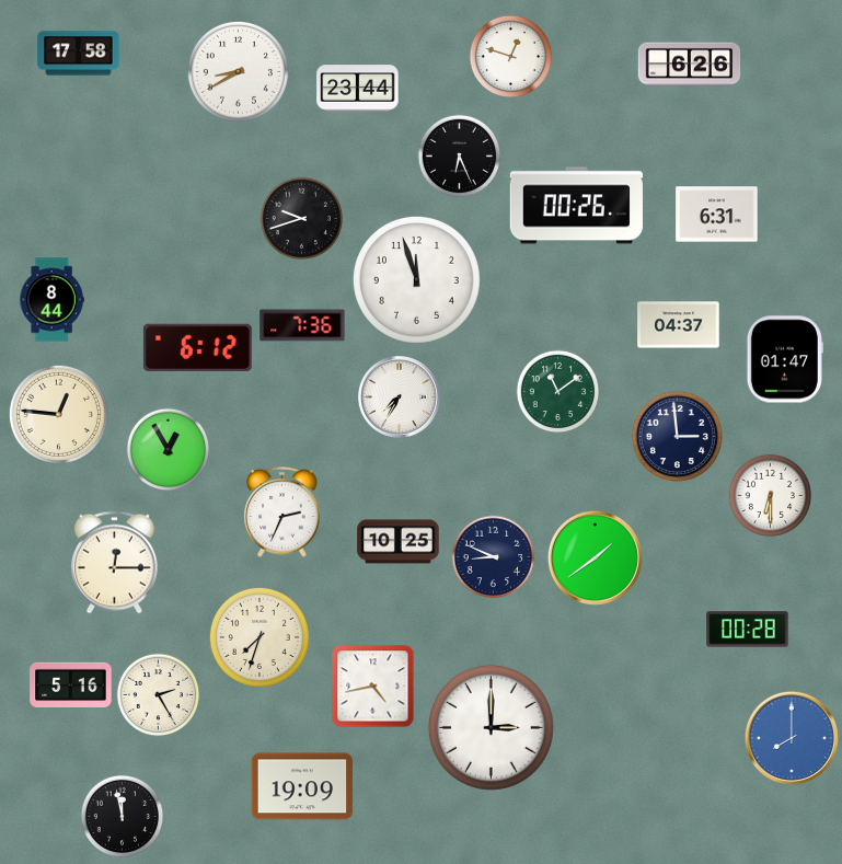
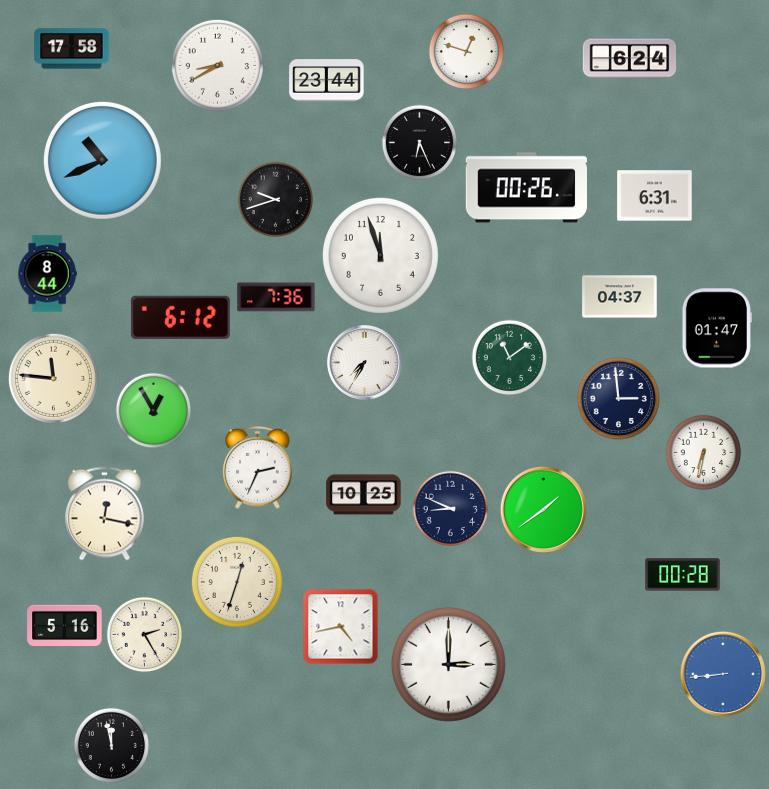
clock at (690, 65): 6:26 -> 6:24
clock at (102, 160): none -> 10:41
clock at (58, 414): 12:46 -> 11:46
clock at (771, 496): 6:30 -> 6:32
clock at (114, 563): 12:15 -> 12:17
clock at (259, 637): 7:33 -> 12:33
clock at (792, 738): 8:00 -> 8:44
clock at (302, 786): 19:09 -> none
